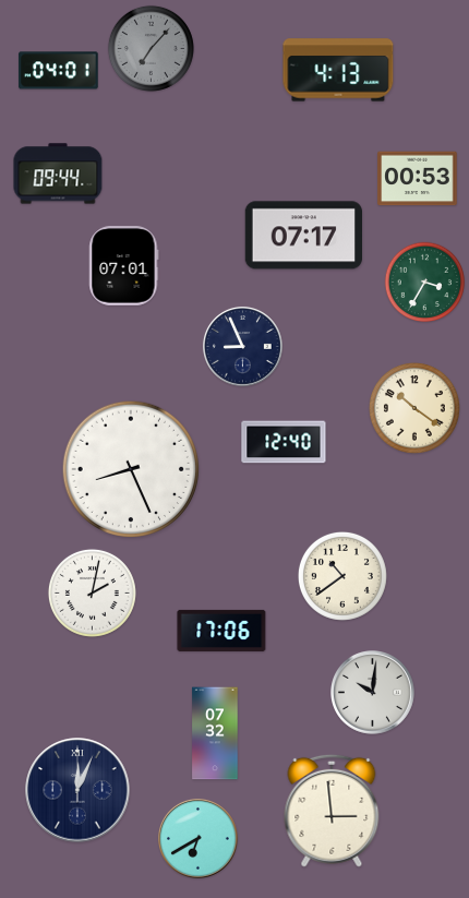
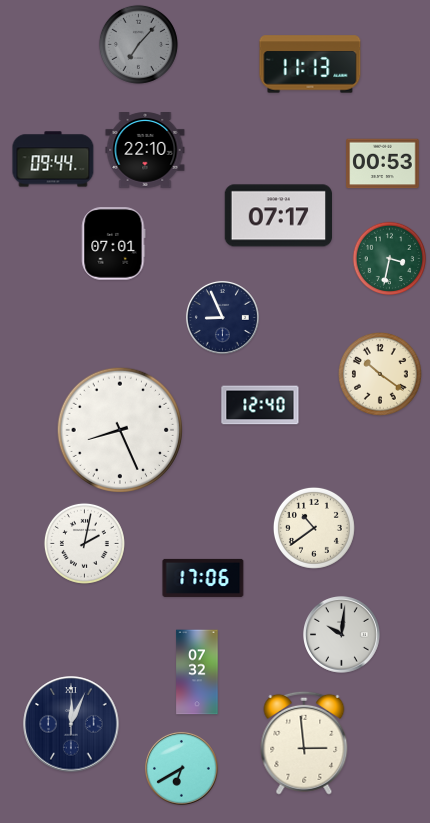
clock at (338, 70): 4:13 -> 11:13
clock at (59, 71): 04:01 -> none
clock at (145, 151): none -> 22:10
clock at (425, 283): 3:35 -> 3:32
